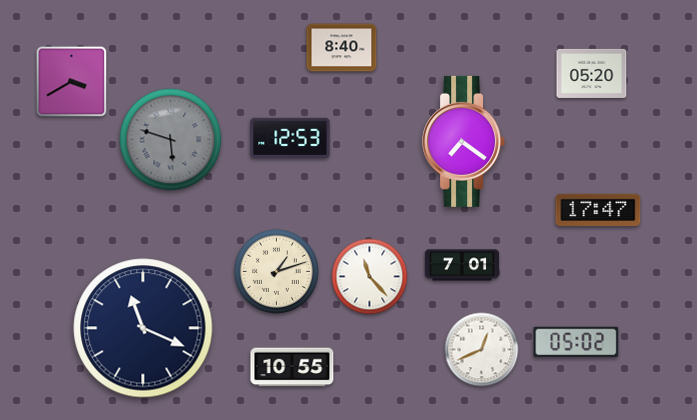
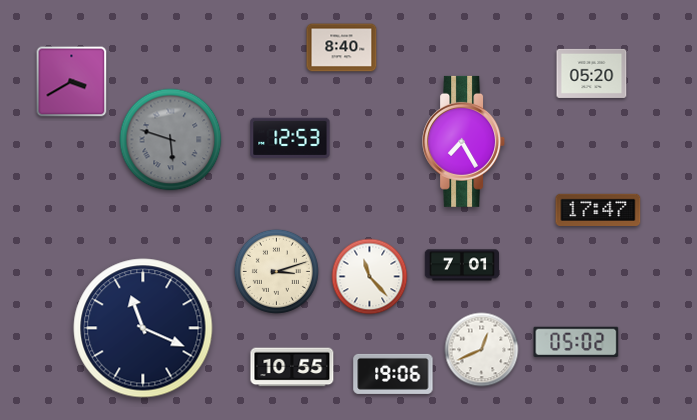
clock at (464, 141): 7:21 -> 7:25
clock at (276, 271): 1:12 -> 3:12
clock at (393, 374): none -> 19:06
